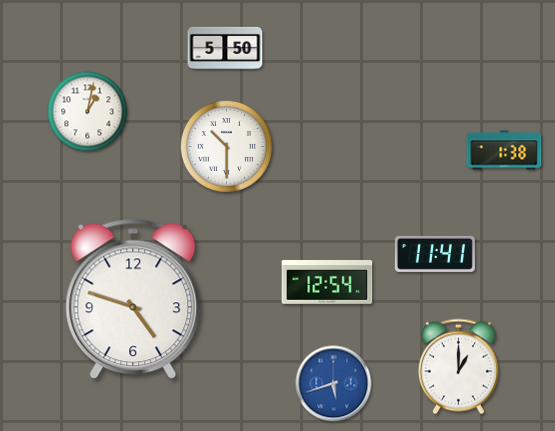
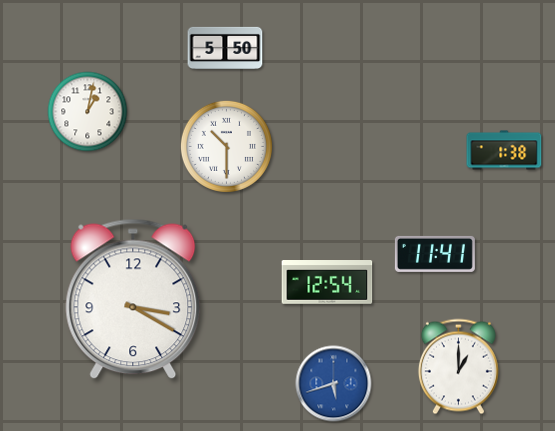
clock at (133, 299): 4:48 -> 3:20
